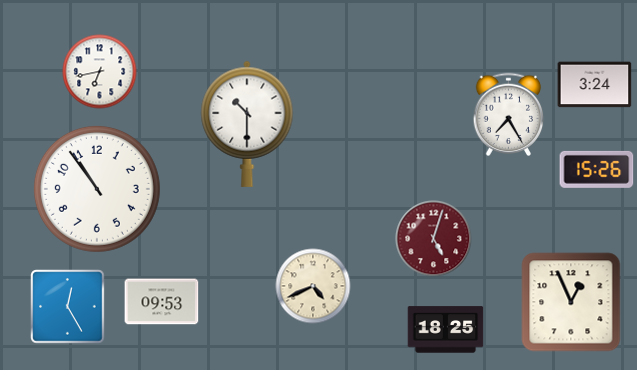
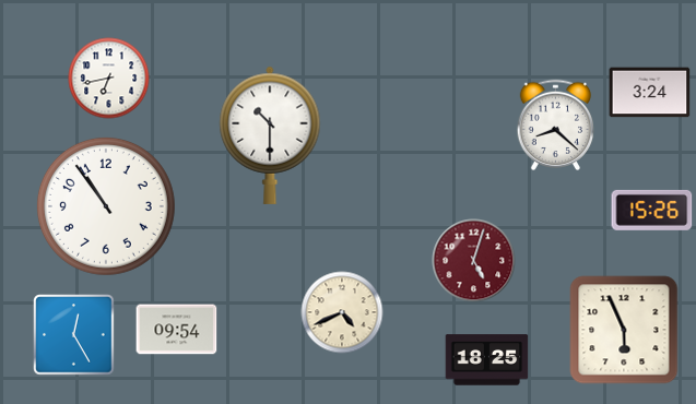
clock at (509, 114): 7:25 -> 8:22
clock at (597, 169) position: (597, 169) -> (652, 210)
clock at (162, 302): 09:53 -> 09:54
clock at (571, 302): 12:56 -> 5:56
